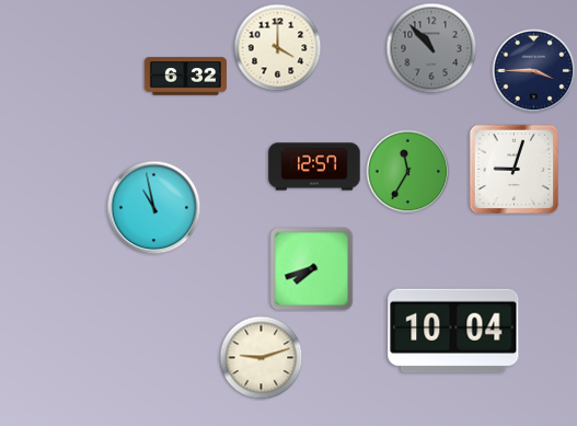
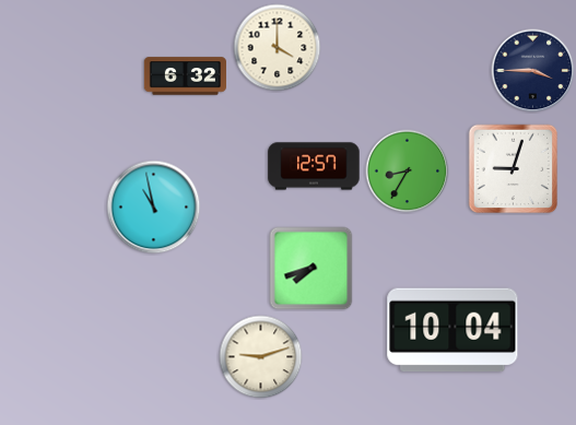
clock at (431, 48): 10:53 -> none
clock at (408, 172): 11:35 -> 8:35
